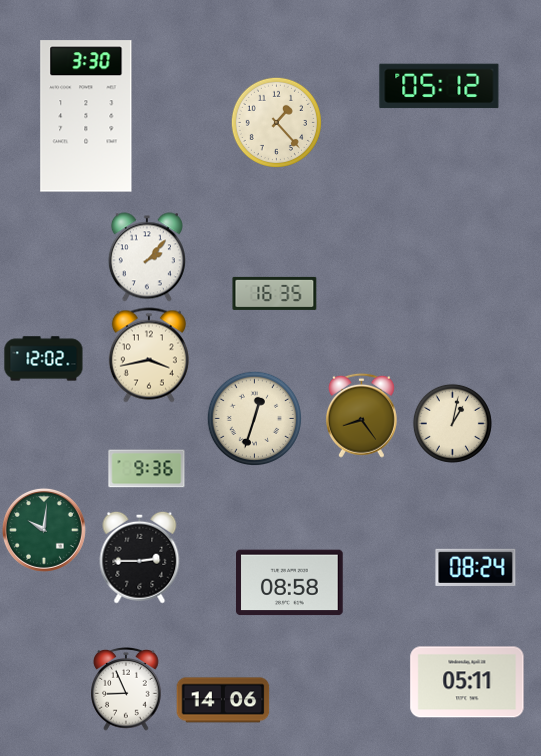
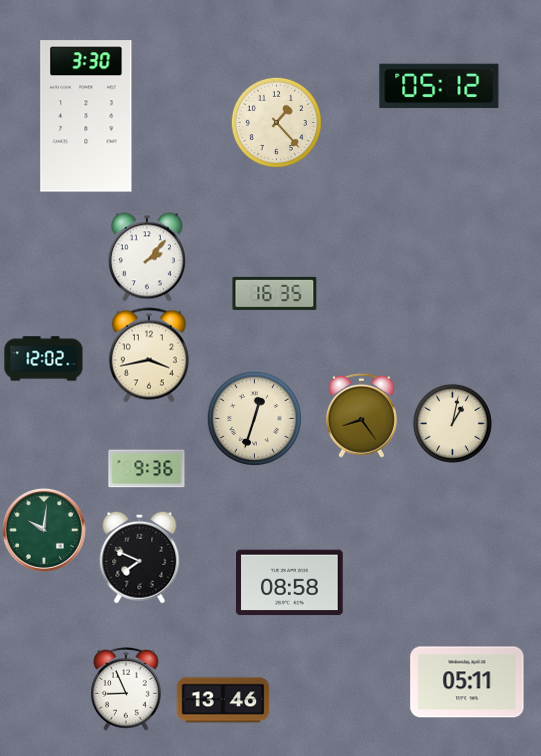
clock at (140, 557): 2:45 -> 7:49
clock at (476, 567): 08:24 -> none
clock at (223, 700): 14:06 -> 13:46
